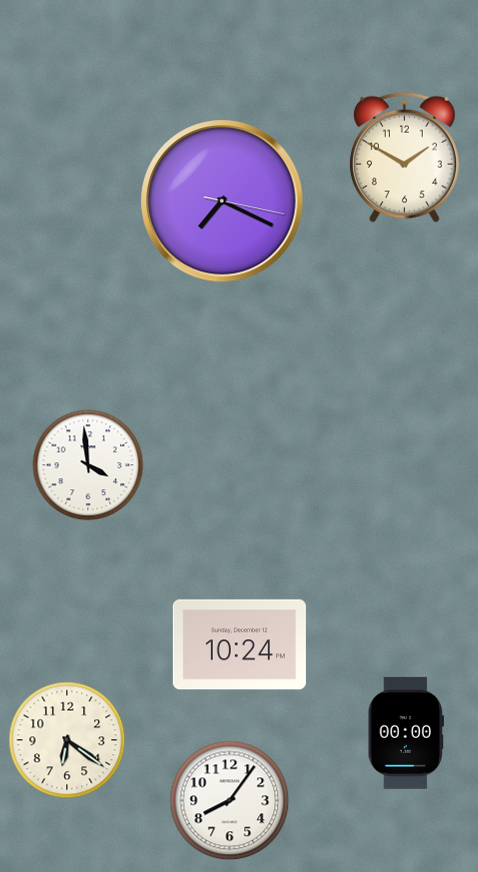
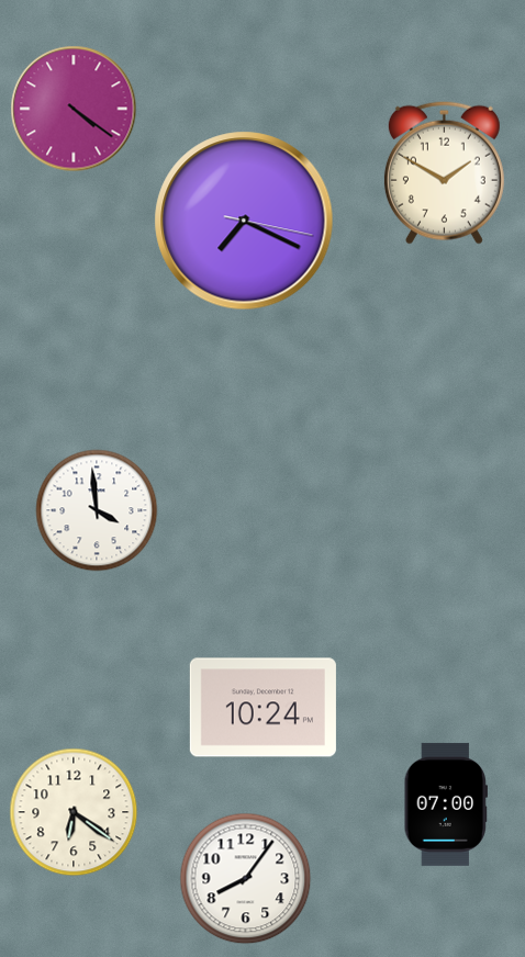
clock at (74, 109): none -> 4:21
clock at (405, 733): 00:00 -> 07:00
clock at (230, 801) position: (230, 801) -> (246, 879)
